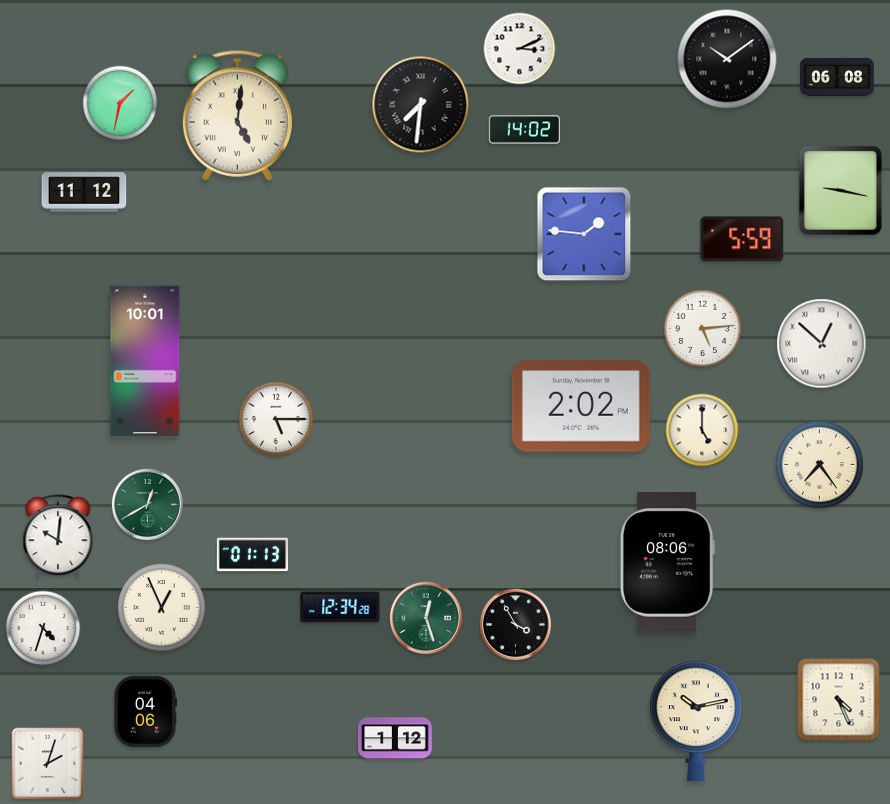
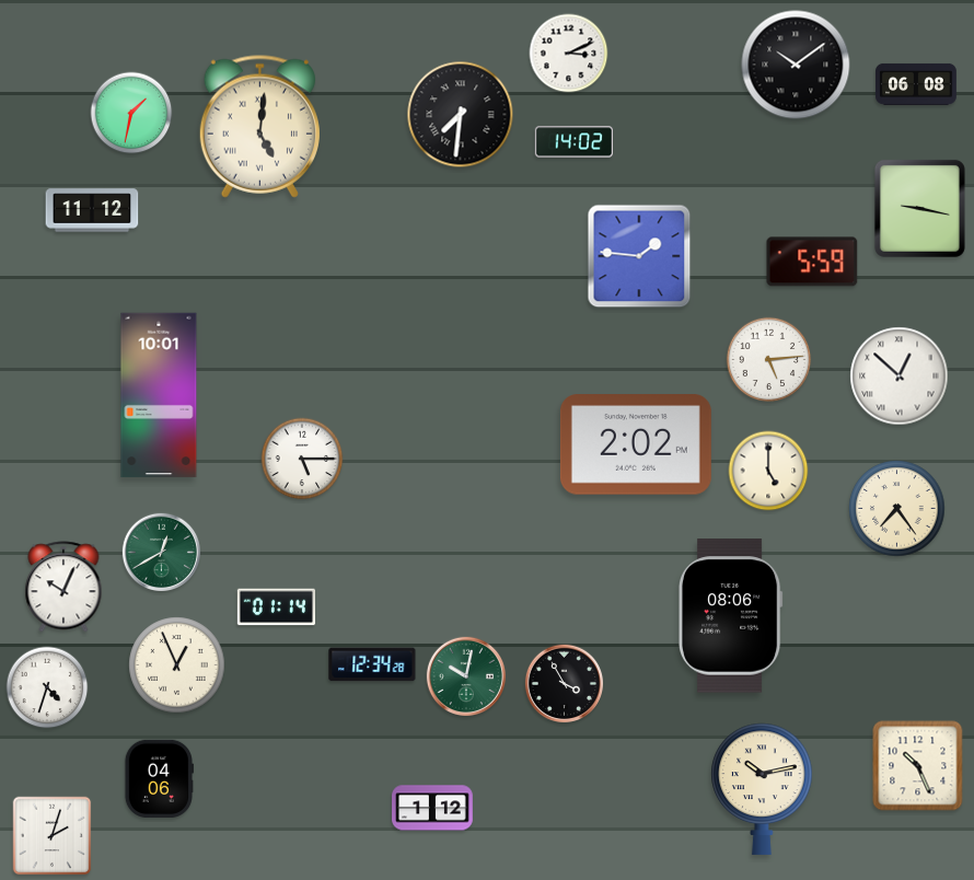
clock at (58, 536): 10:01 -> 10:04
clock at (252, 555): 01:13 -> 01:14
clock at (425, 617): 12:27 -> 10:02
clock at (839, 700): 4:26 -> 10:26
